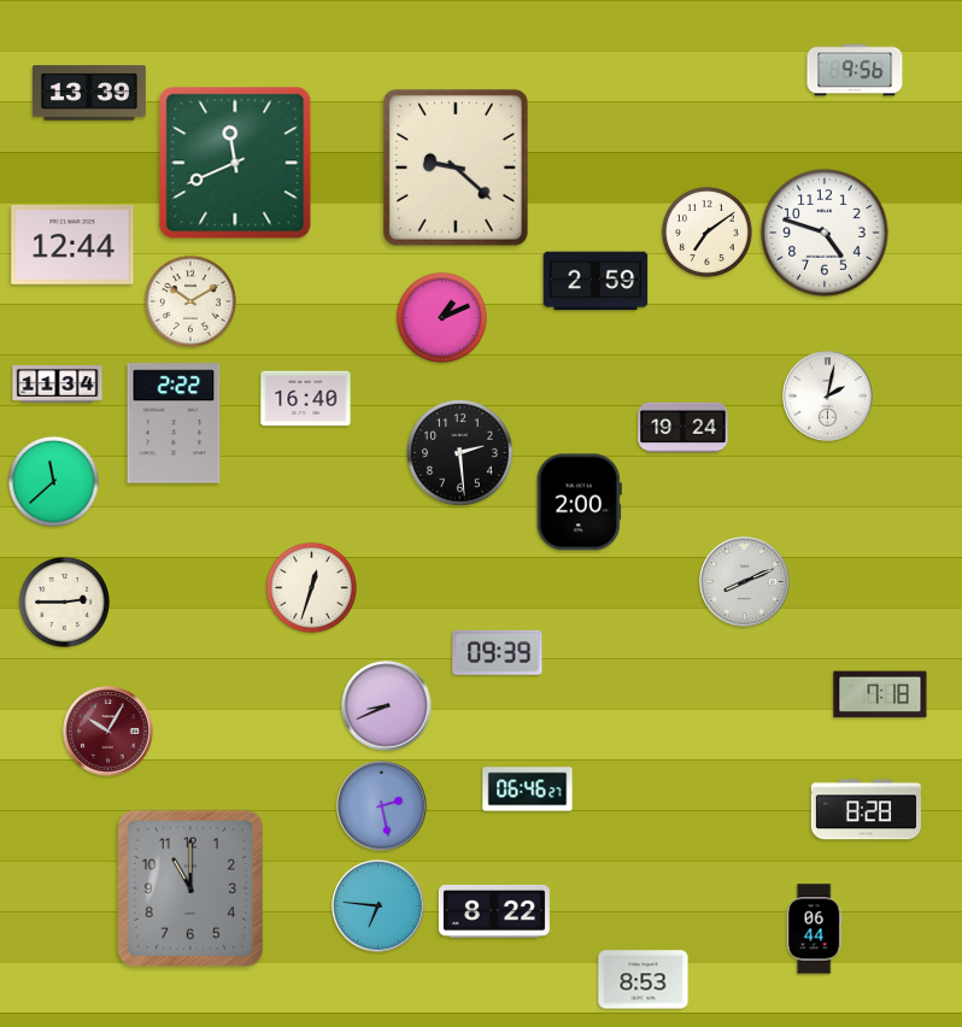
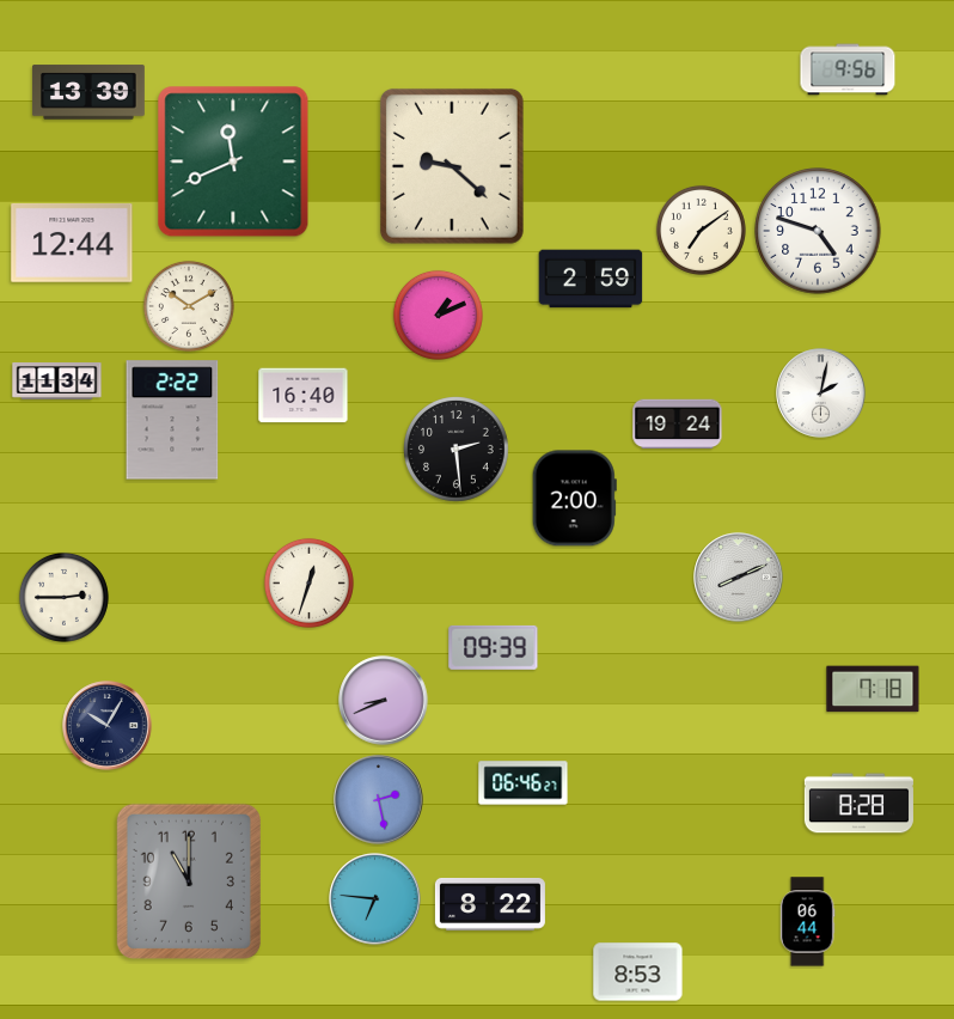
clock at (190, 301) position: (190, 301) -> (189, 306)
clock at (53, 481): 11:38 -> none
clock at (108, 732) dial: burgundy -> navy
